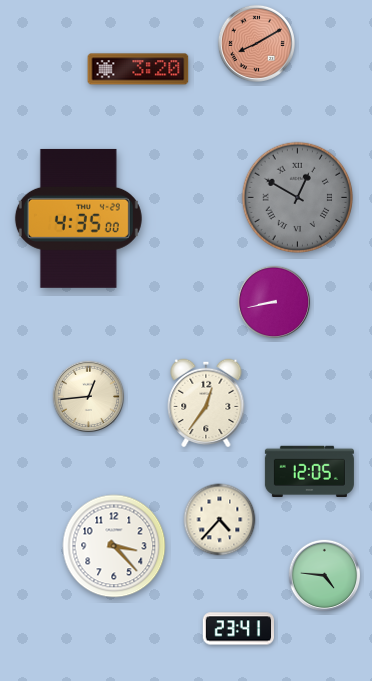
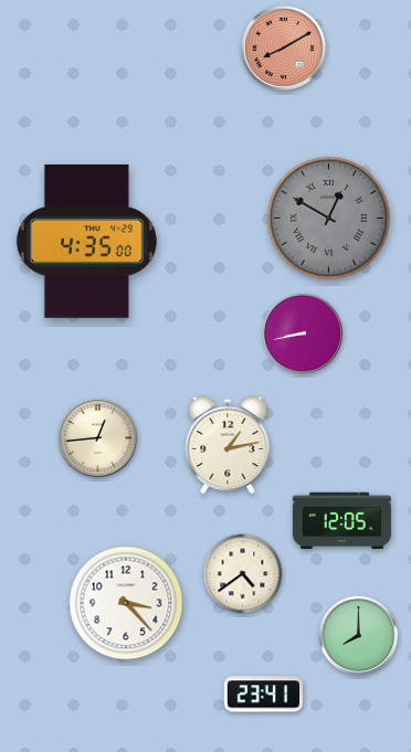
clock at (138, 69): 3:20 -> none
clock at (206, 403): 12:36 -> 1:13
clock at (220, 520): 4:37 -> 4:39
clock at (325, 576): 4:46 -> 8:00
